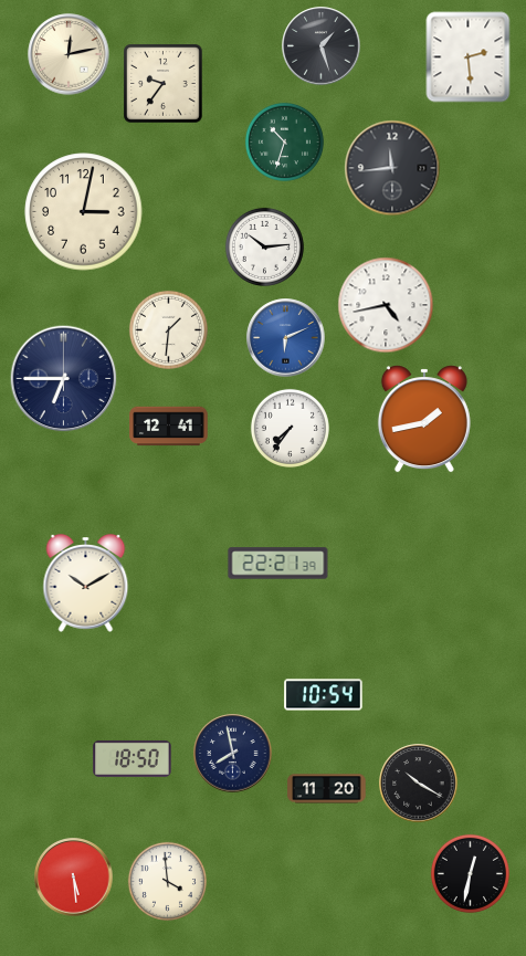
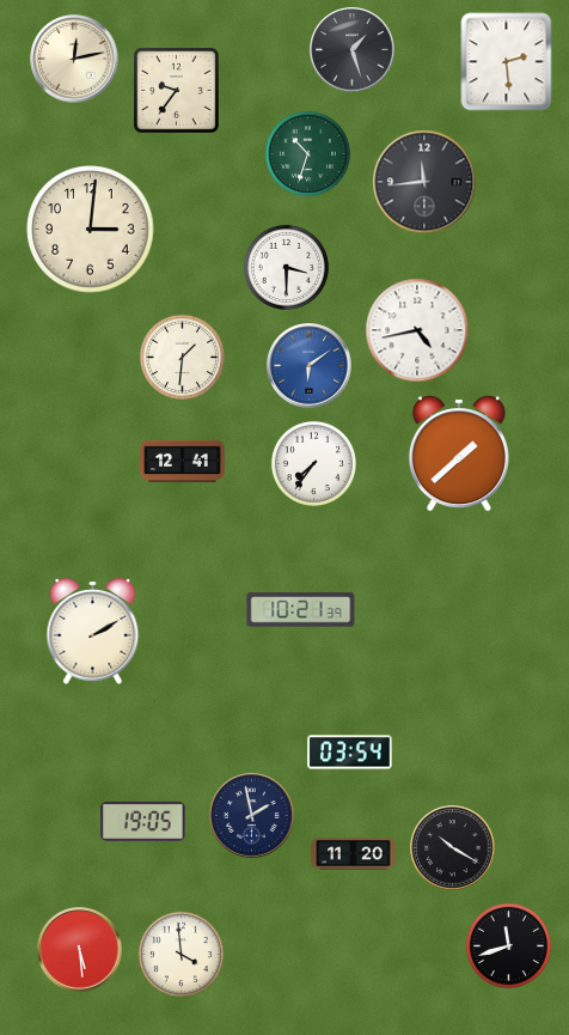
clock at (322, 46) position: (322, 46) -> (353, 50)
clock at (84, 212): 3:02 -> 3:01
clock at (264, 246): 10:14 -> 3:30
clock at (286, 338): 6:11 -> 6:09
clock at (64, 379): 6:45 -> none
clock at (424, 419): 1:43 -> 1:38
clock at (278, 564): 22:21 -> 10:21
clock at (86, 584): 10:10 -> 2:10
clock at (324, 695): 10:54 -> 03:54
clock at (233, 754): 7:58 -> 1:58
clock at (133, 758): 18:50 -> 19:05
clock at (470, 873): 12:32 -> 11:42
